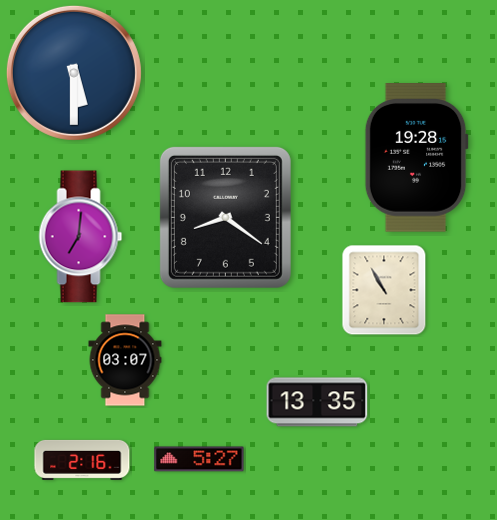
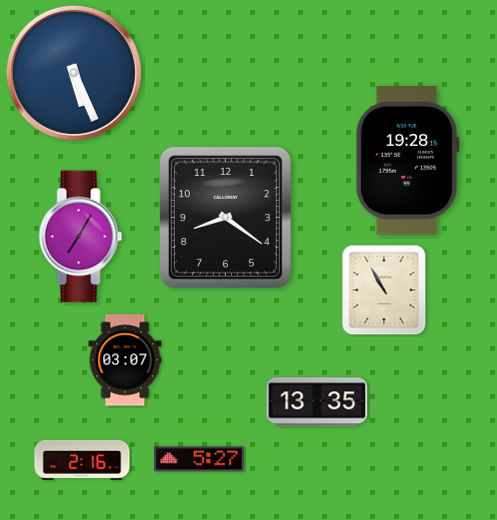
clock at (74, 73): 5:30 -> 5:26
clock at (416, 158) position: (416, 158) -> (407, 161)
clock at (81, 237): 7:01 -> 7:05
